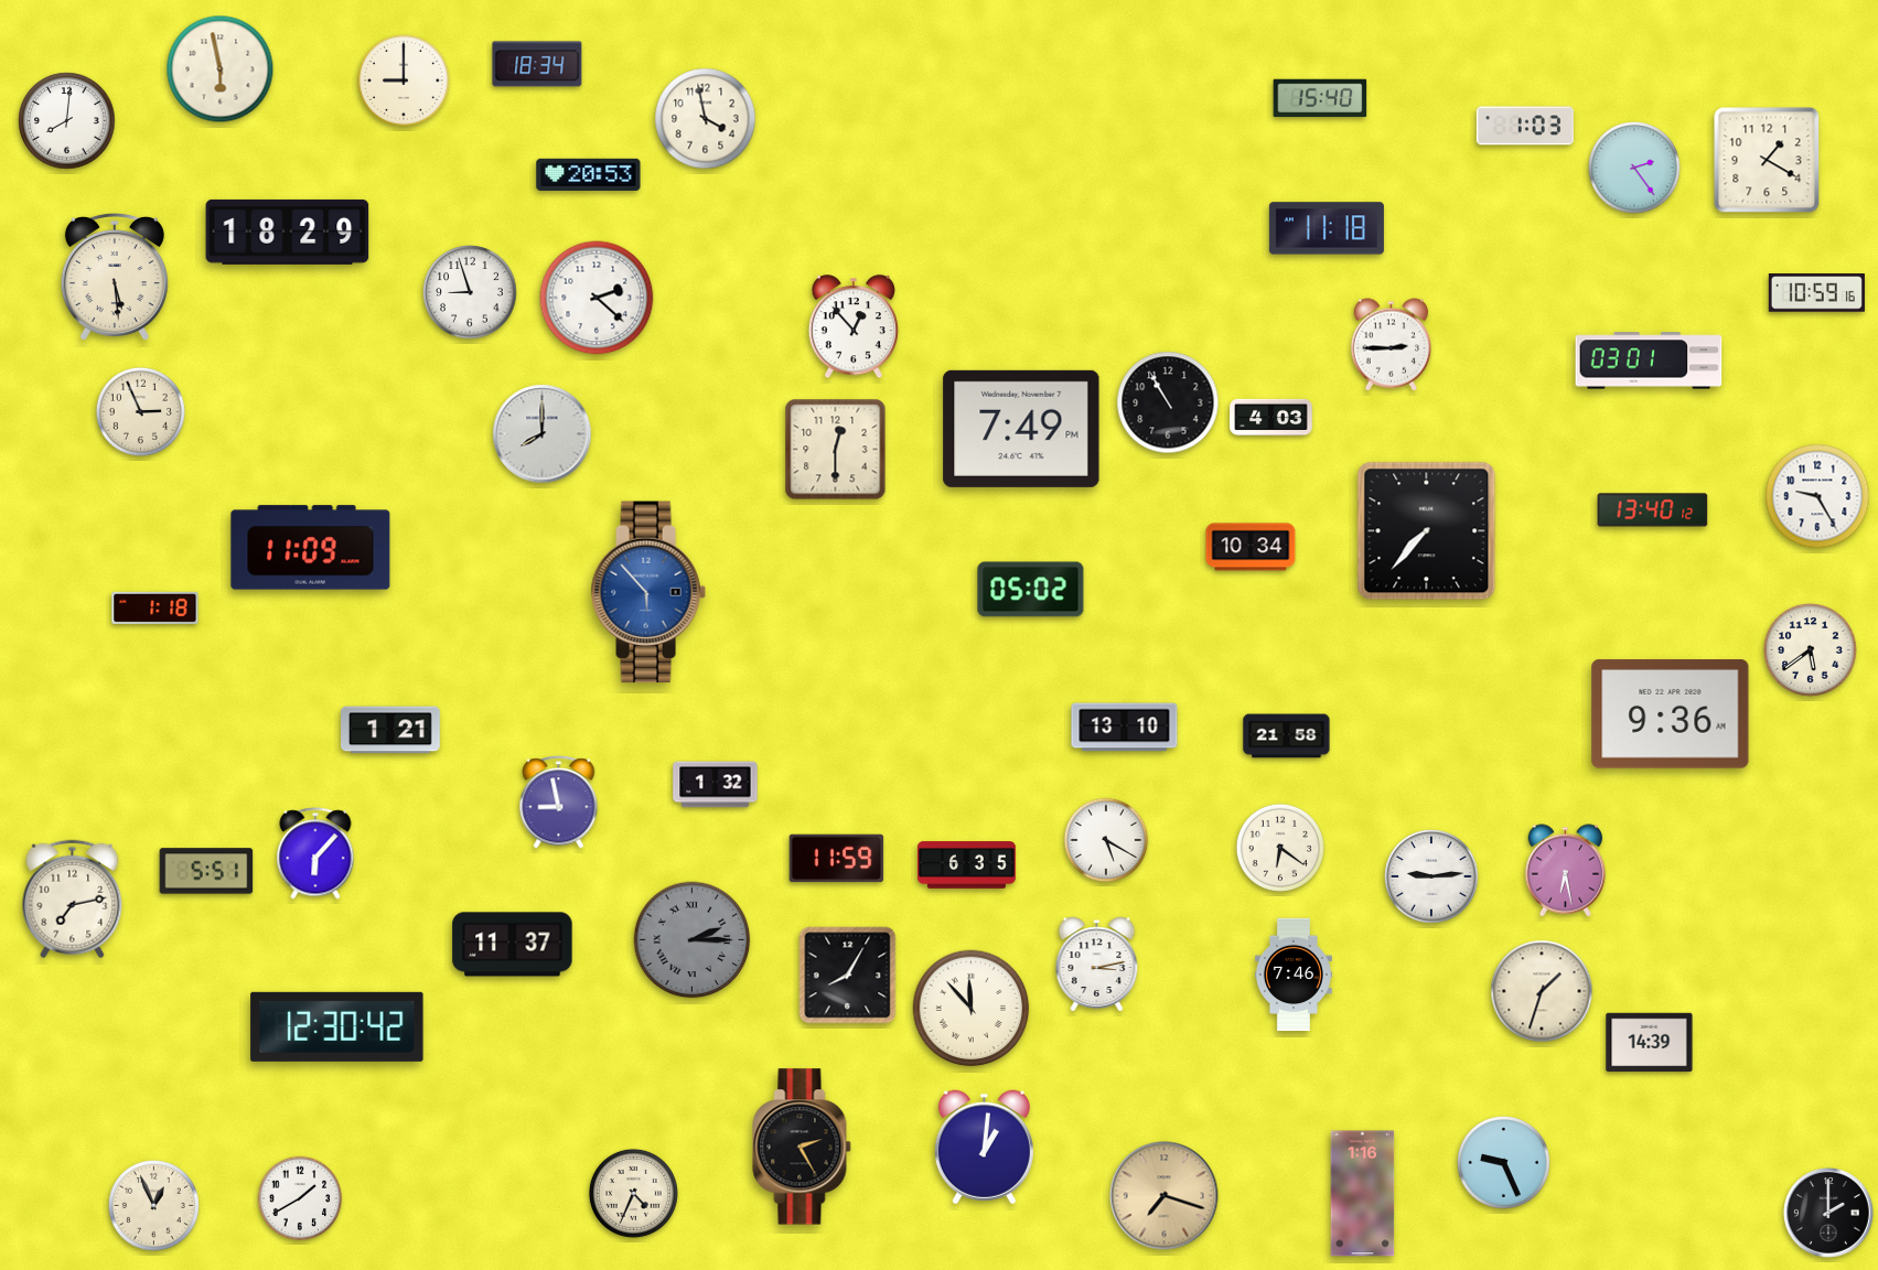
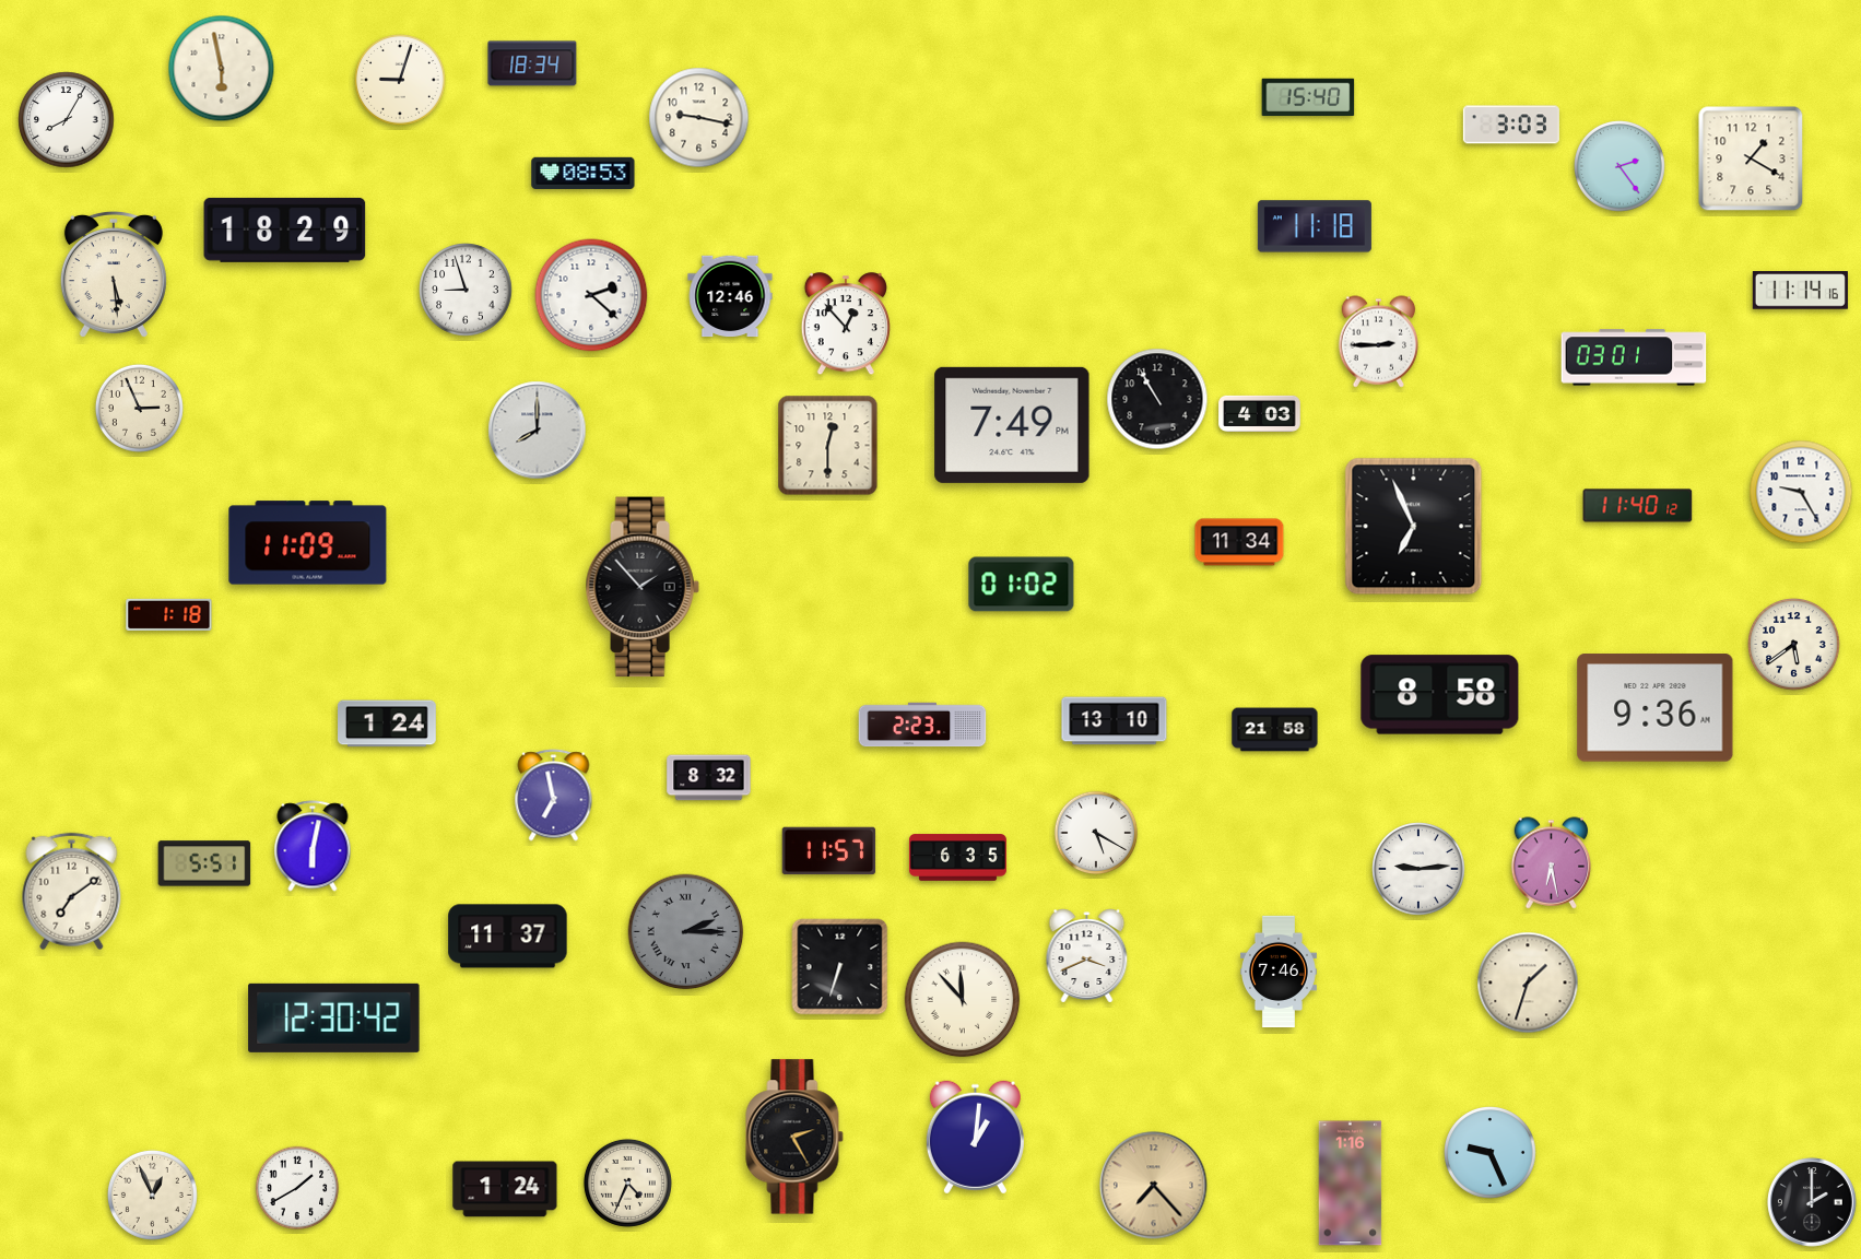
clock at (221, 69) position: (221, 69) -> (222, 69)
clock at (405, 82): 9:00 -> 9:03
clock at (706, 119): 3:58 -> 9:17
clock at (67, 121): 8:01 -> 8:05
clock at (1525, 126): 1:03 -> 3:03
clock at (589, 174): 20:53 -> 08:53
clock at (1816, 293): 10:59 -> 11:14
clock at (730, 296): none -> 12:46
clock at (1653, 510): 13:40 -> 11:40
clock at (1427, 531): 7:37 -> 6:56
clock at (1251, 547): 10:34 -> 11:34
clock at (1031, 590): 05:02 -> 01:02
clock at (648, 592): 5:53 -> 1:53
clock at (648, 592) dial: blue -> black
clock at (155, 607) position: (155, 607) -> (169, 614)
clock at (1440, 695): none -> 8:58
clock at (391, 730): 1:21 -> 1:24
clock at (922, 725): none -> 2:23
clock at (716, 785): 1:32 -> 8:32
clock at (559, 803): 8:58 -> 6:58
clock at (1280, 848): 6:21 -> none
clock at (315, 853): 6:07 -> 6:02
clock at (837, 859): 11:59 -> 11:57
clock at (73, 900): 7:13 -> 7:09
clock at (1097, 965): 3:13 -> 3:41
clock at (1294, 975) position: (1294, 975) -> (1279, 972)
clock at (848, 976): 8:05 -> 6:33
clock at (1650, 1043): 14:39 -> none
clock at (1165, 1196): 7:18 -> 7:23
clock at (505, 1189): none -> 1:24
